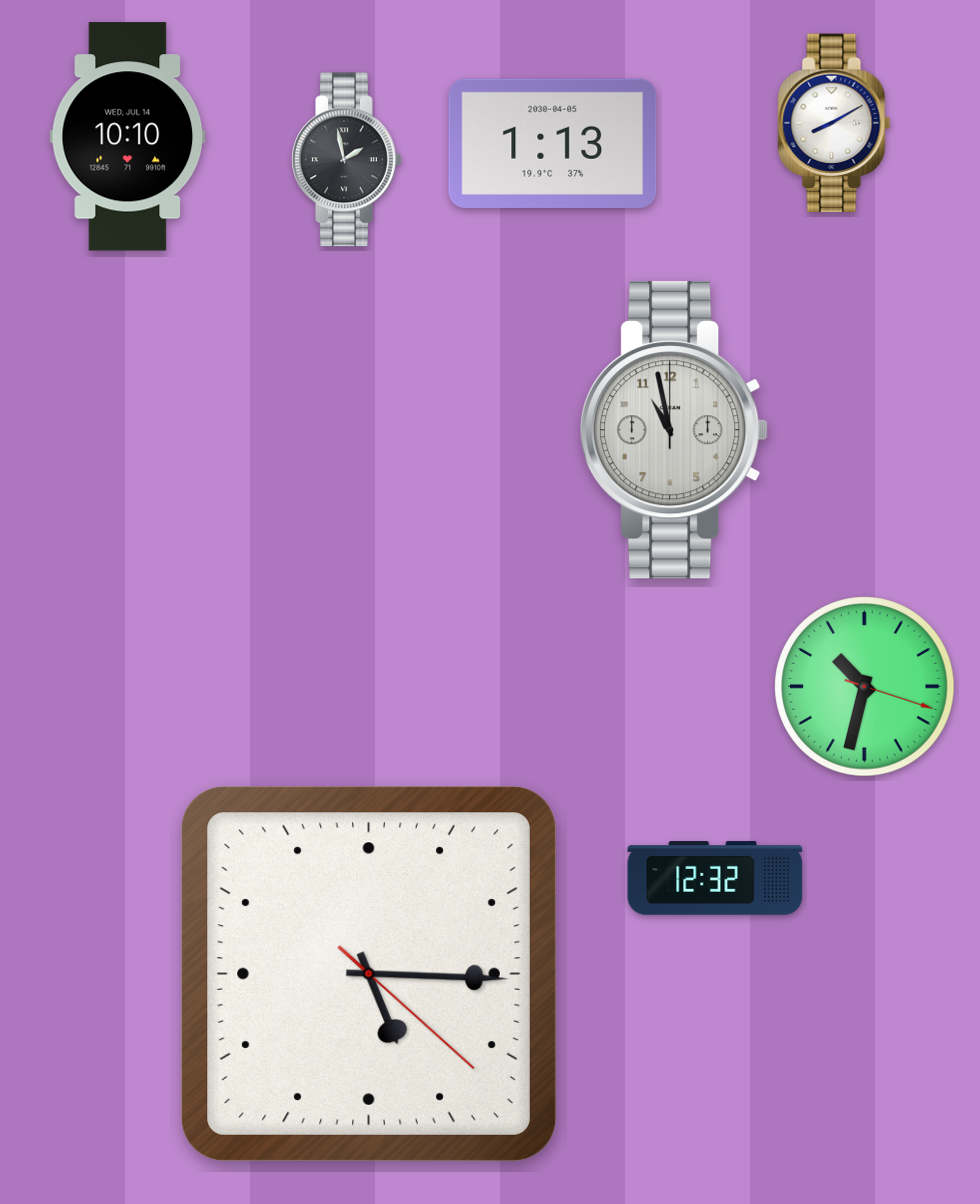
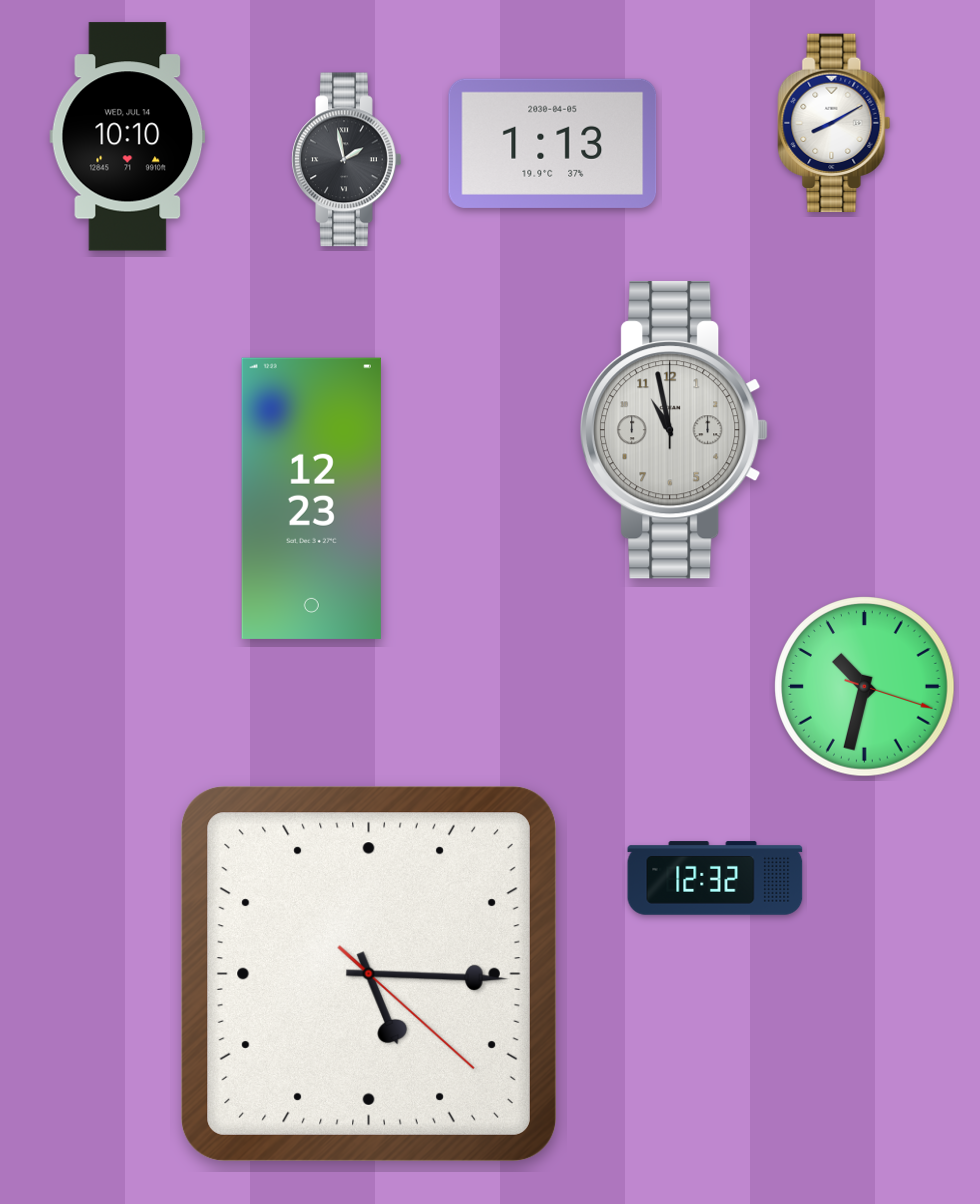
clock at (311, 498): none -> 12:23
